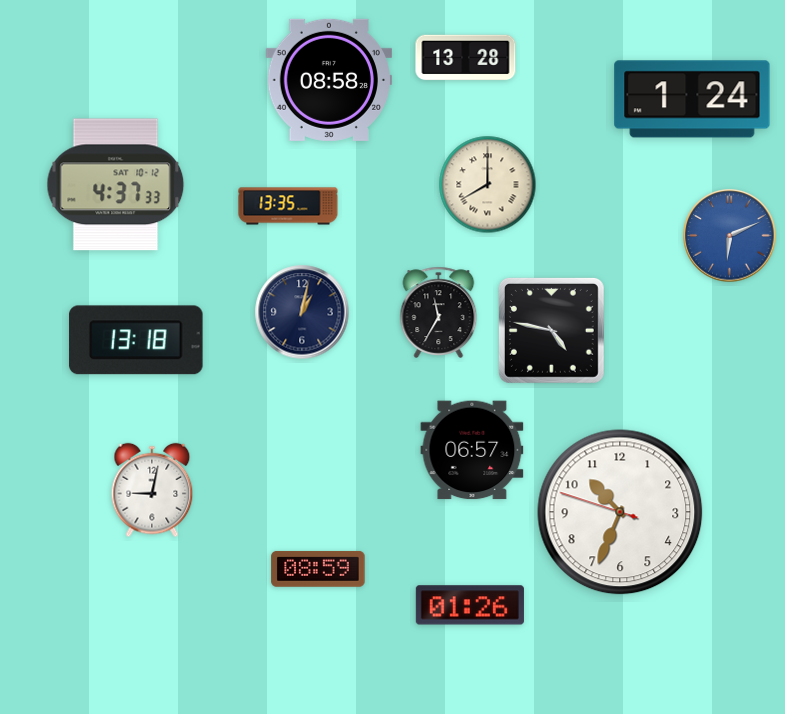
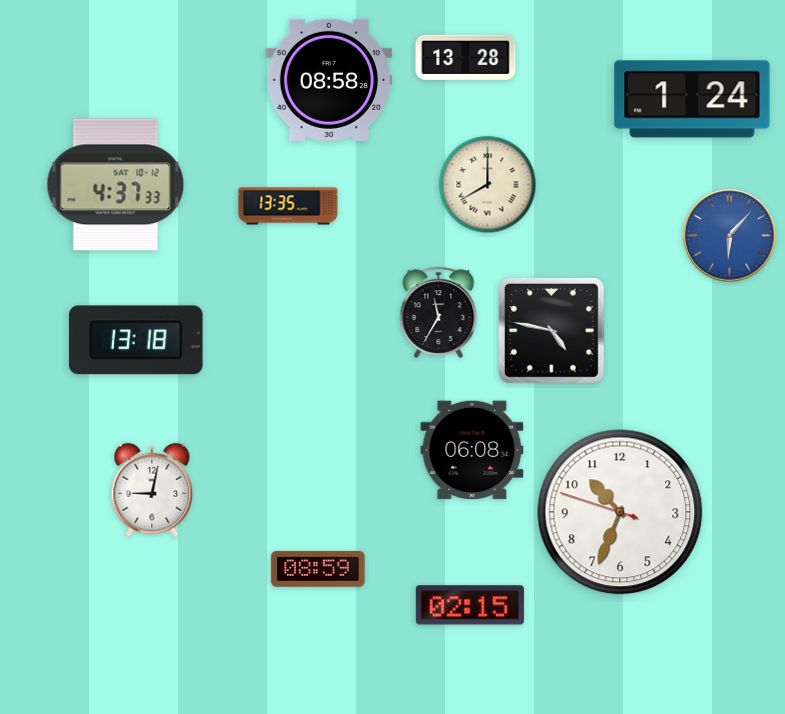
clock at (730, 236): 6:11 -> 6:07
clock at (302, 312): 1:02 -> none
clock at (472, 450): 06:57 -> 06:08
clock at (470, 605): 01:26 -> 02:15
